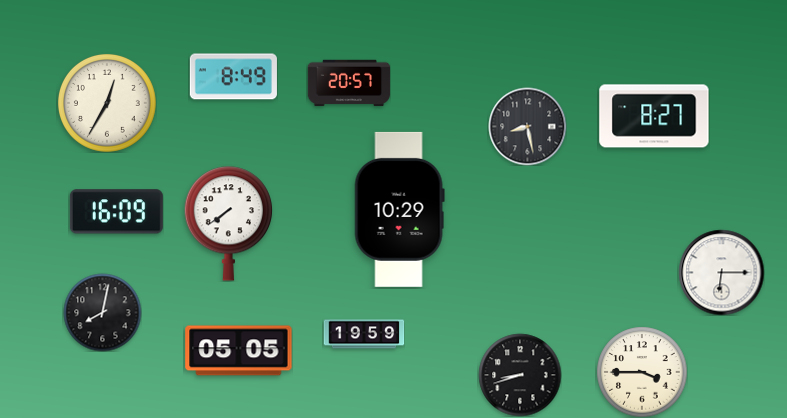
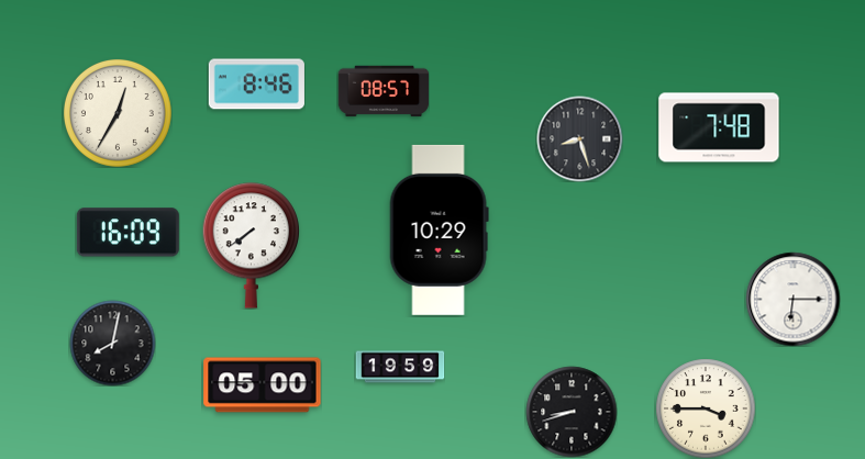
clock at (233, 77): 8:49 -> 8:46
clock at (349, 83): 20:57 -> 08:57
clock at (654, 116): 8:27 -> 7:48
clock at (527, 126): 8:28 -> 8:27
clock at (239, 351): 05:05 -> 05:00
